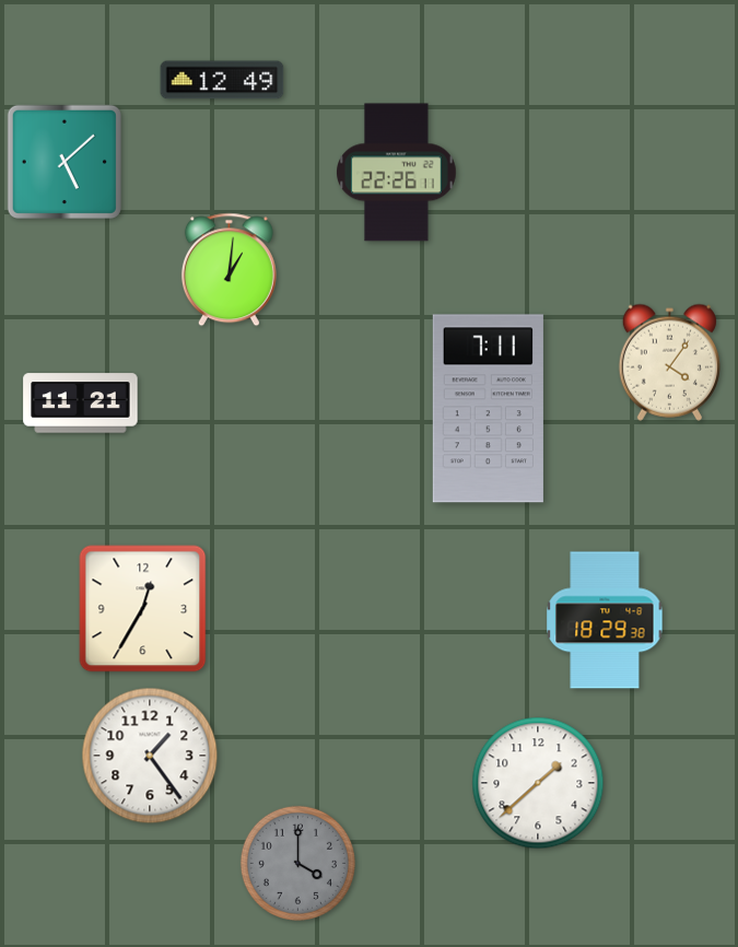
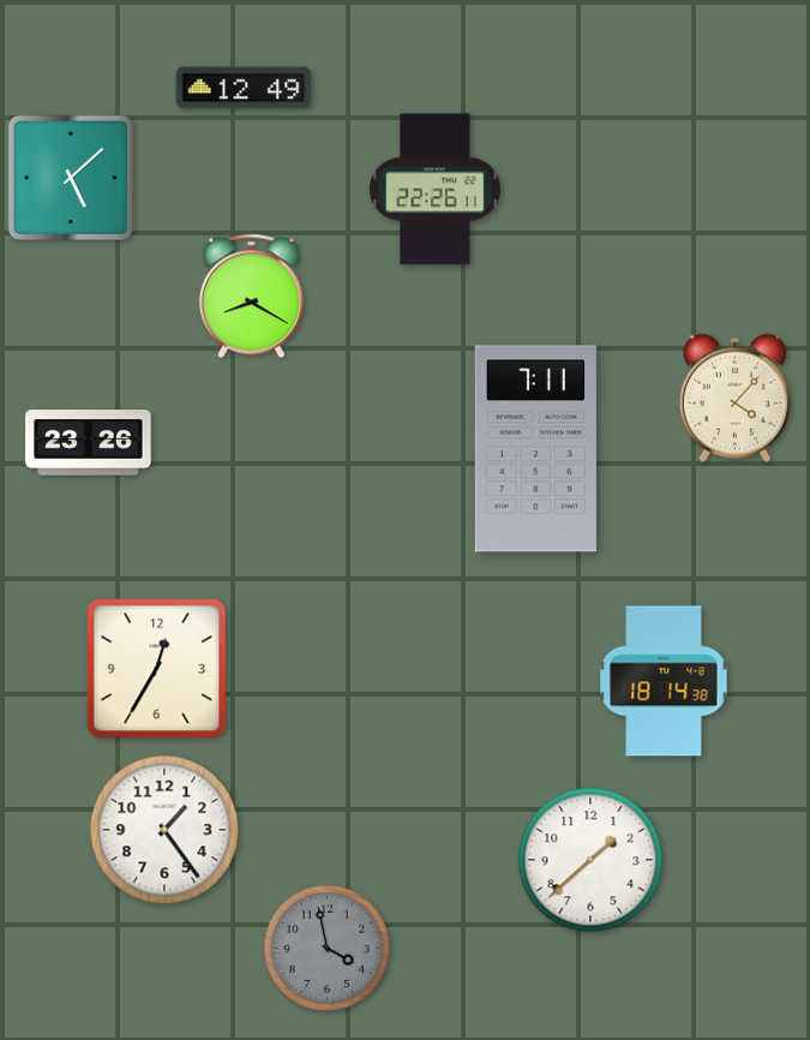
clock at (229, 270): 1:01 -> 8:20
clock at (669, 362): 4:06 -> 4:07
clock at (81, 404): 11:21 -> 23:26
clock at (605, 620): 18:29 -> 18:14
clock at (297, 863): 4:00 -> 3:58
